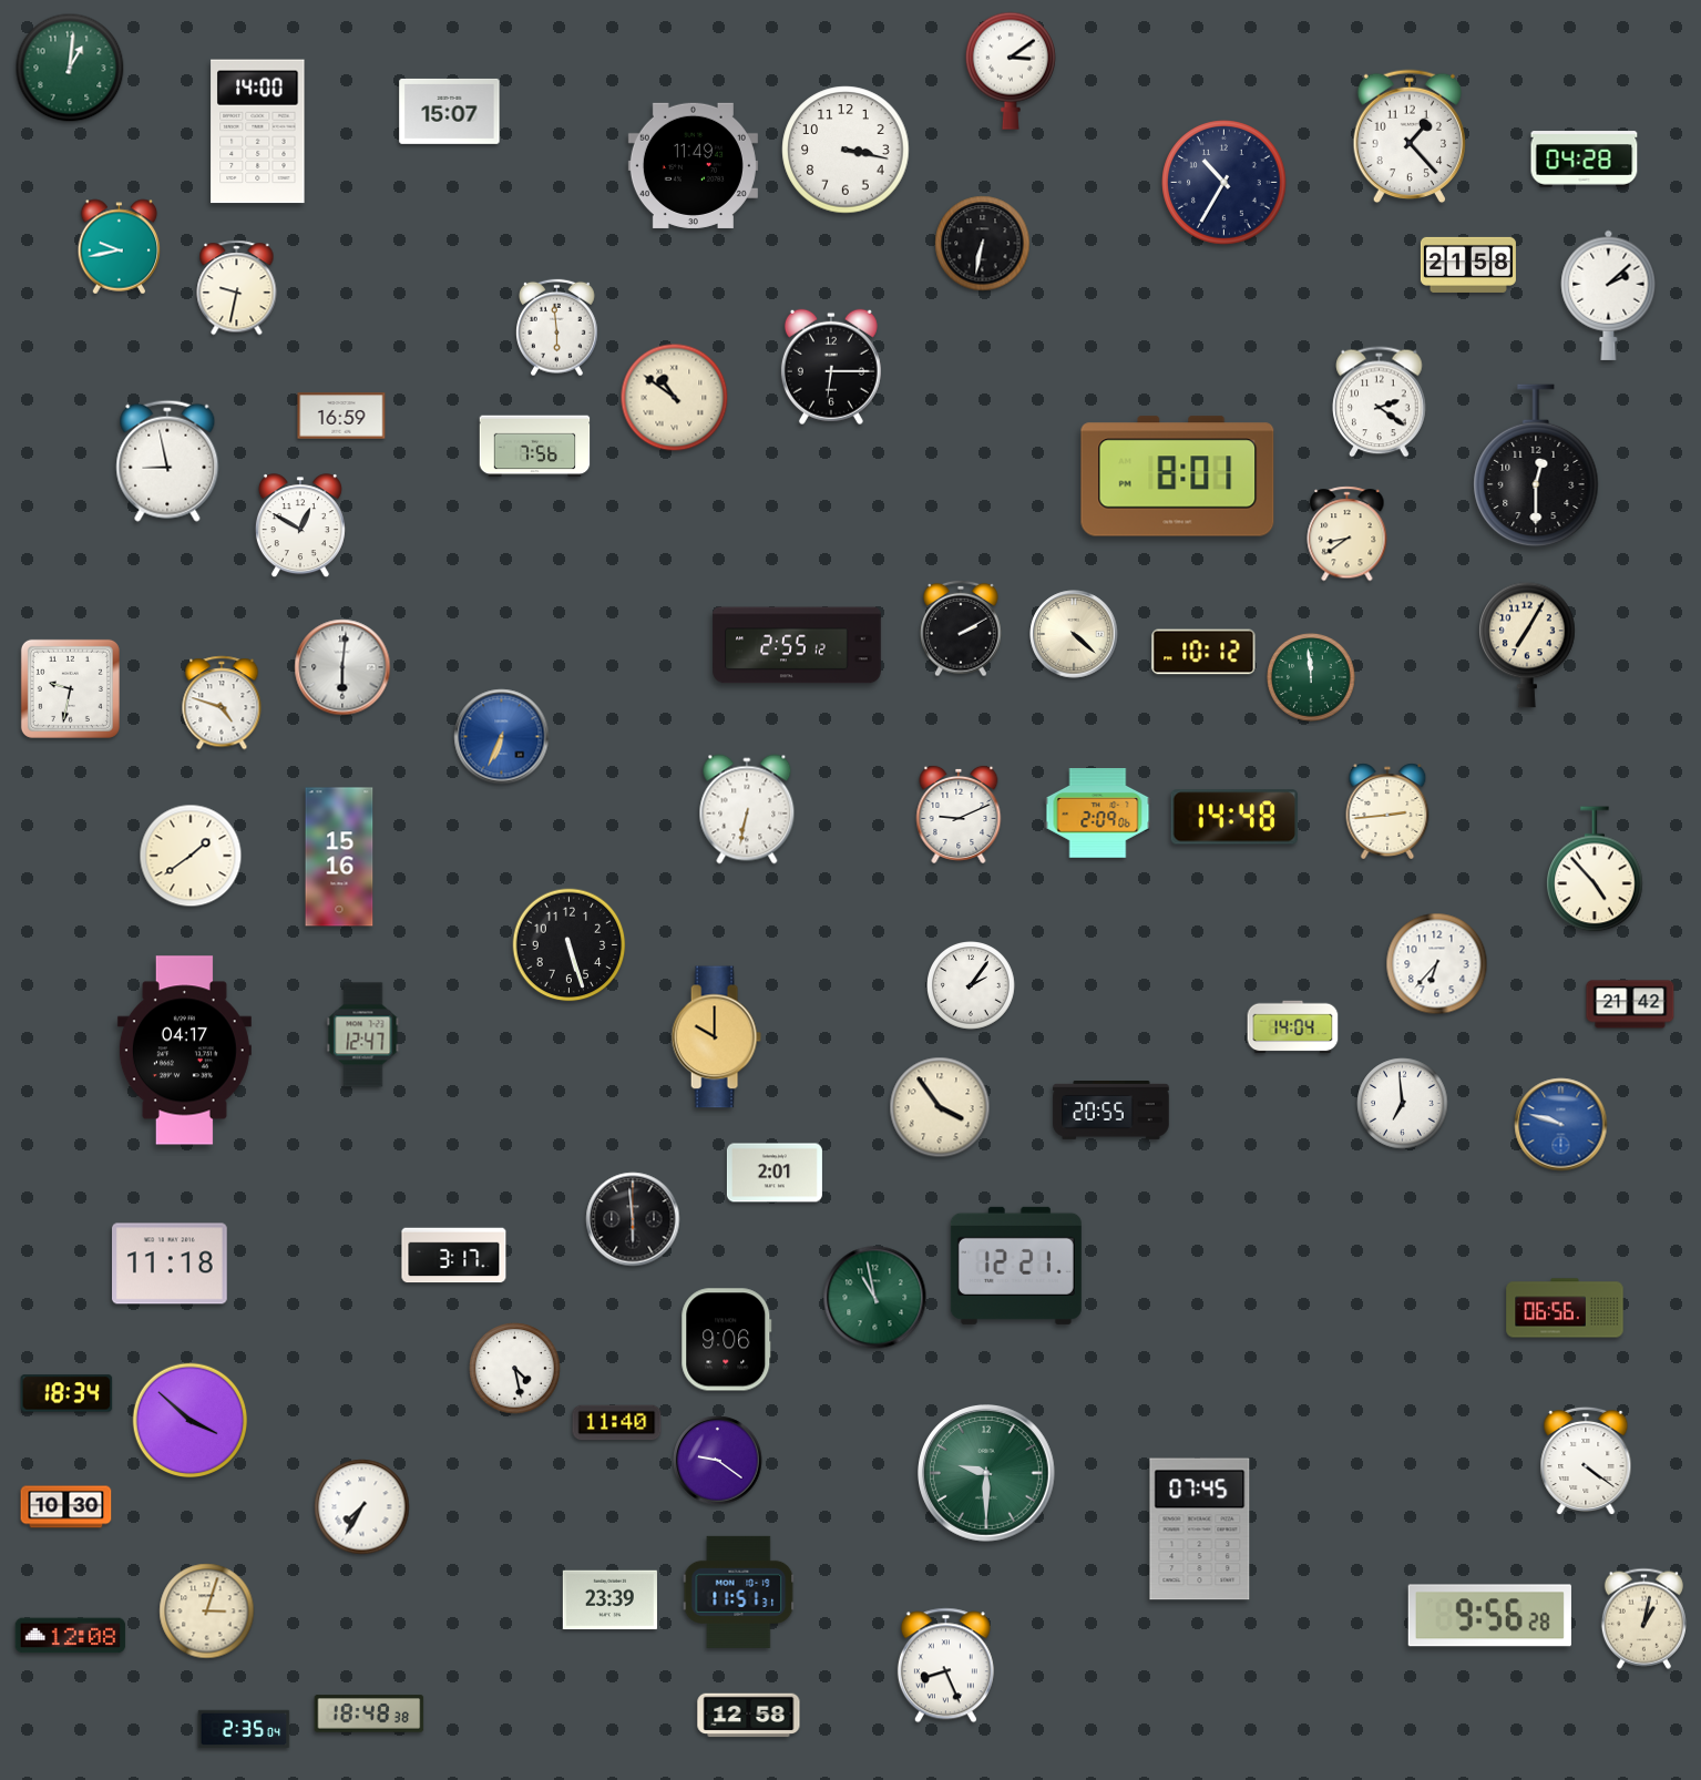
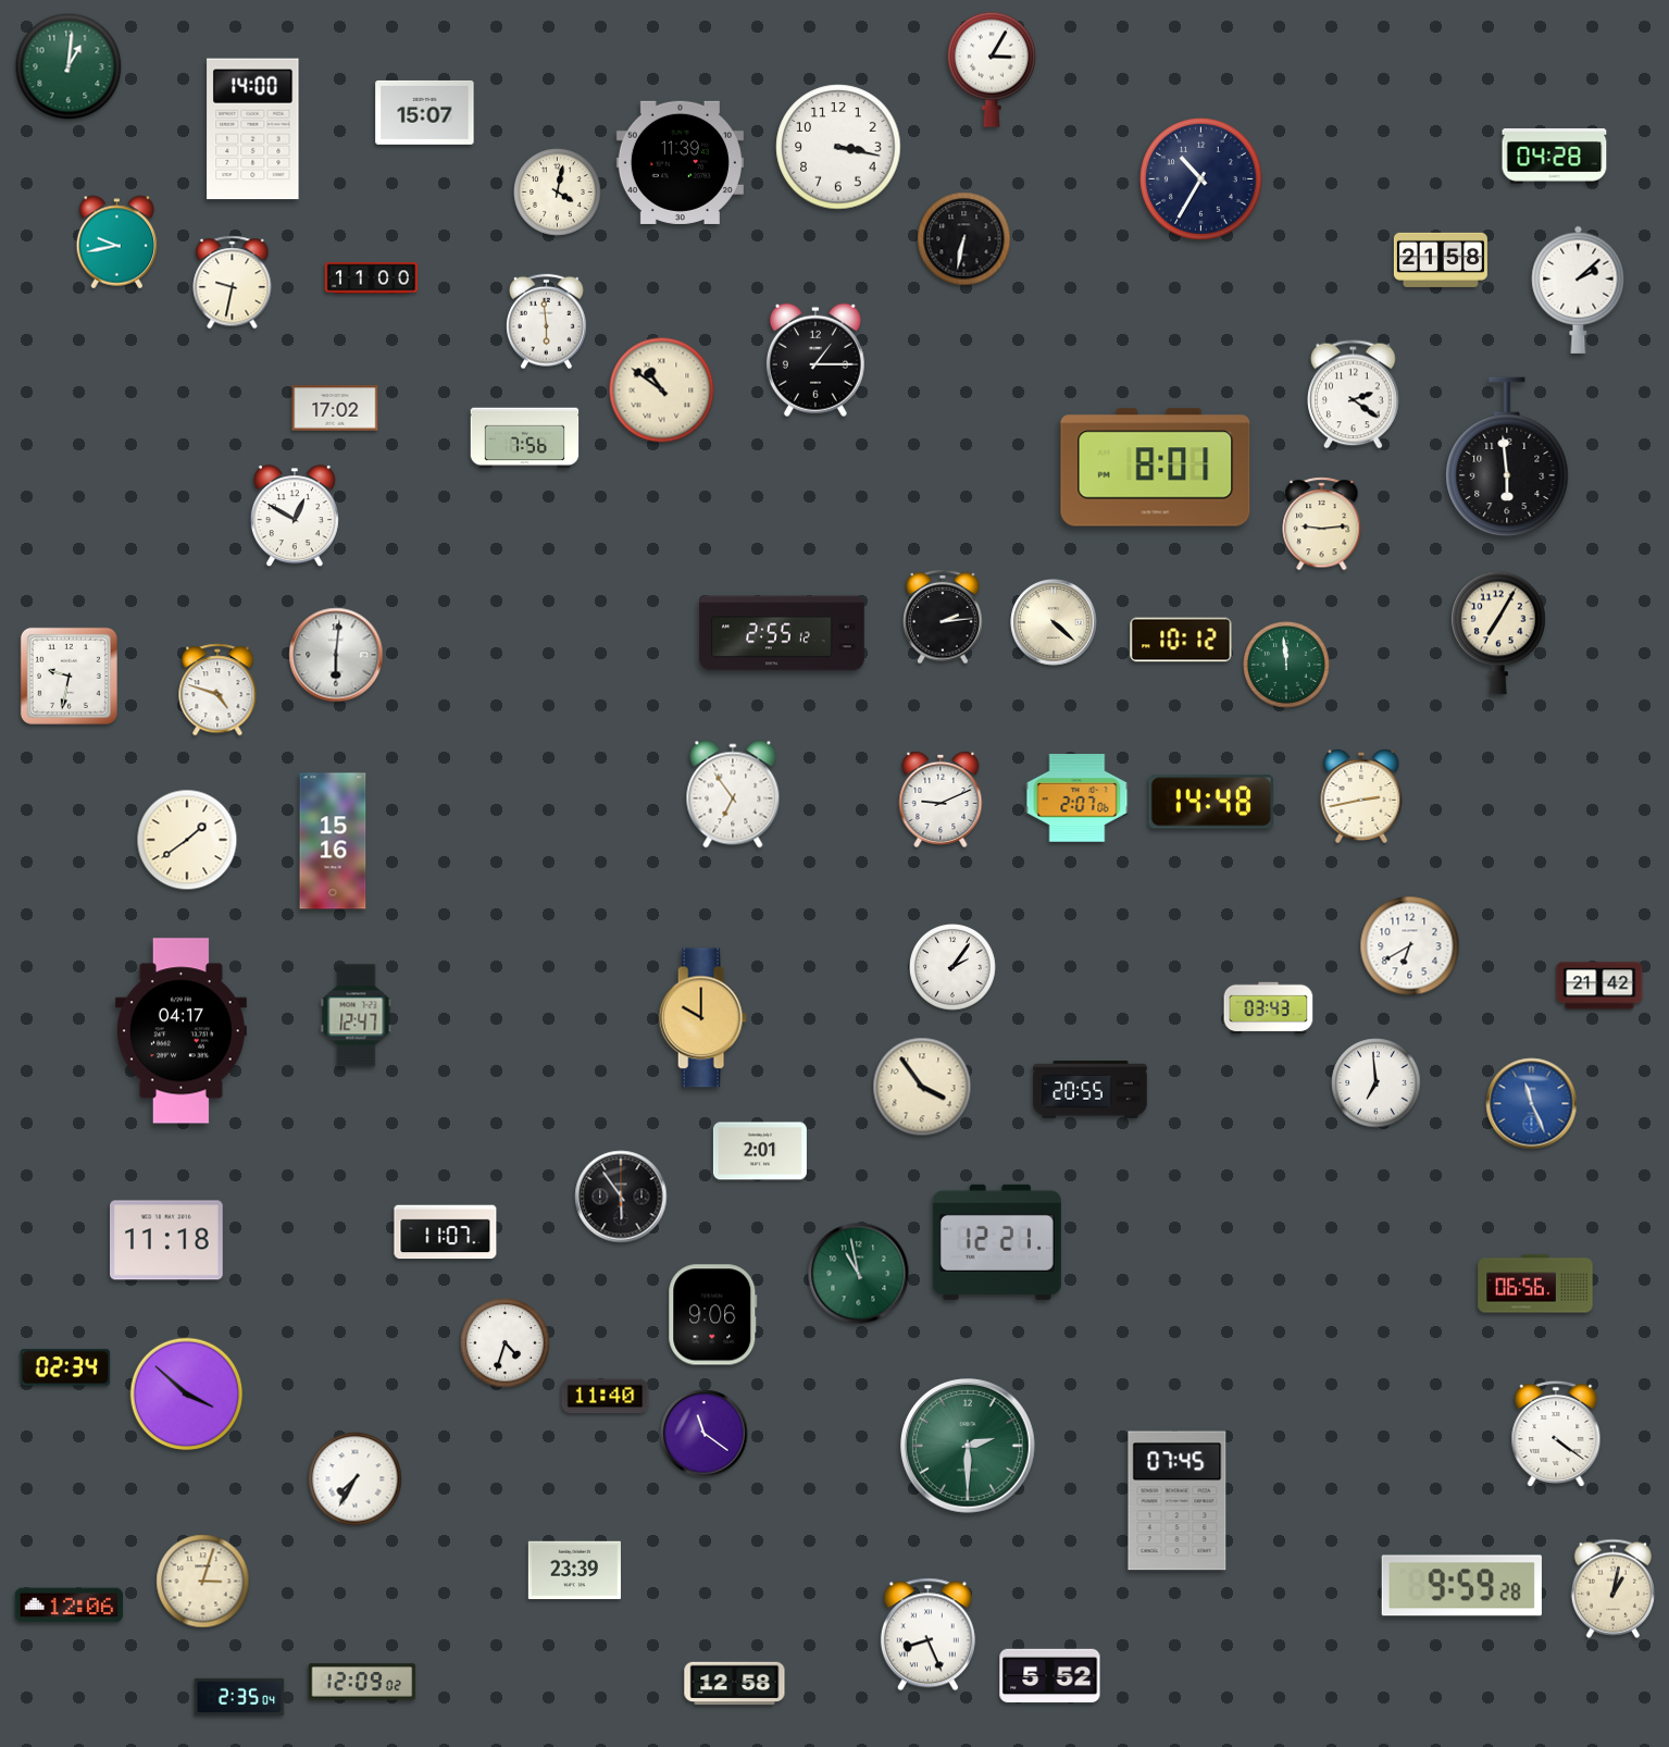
clock at (1011, 71): 3:09 -> 3:05
clock at (450, 111) position: (450, 111) -> (425, 112)
clock at (1410, 136): 1:23 -> none
clock at (846, 150) position: (846, 150) -> (838, 147)
clock at (693, 165): 11:49 -> 11:39
clock at (558, 193): none -> 4:02
clock at (371, 278): none -> 11:00
clock at (831, 367): 6:15 -> 1:15
clock at (341, 416): 16:59 -> 17:02
clock at (167, 461): 8:58 -> none
clock at (1536, 466): 12:30 -> 5:59
clock at (1348, 534): 8:39 -> 9:14
clock at (961, 628): 2:10 -> 2:14
clock at (502, 737): 6:34 -> none
clock at (747, 809): 6:32 -> 6:54
clock at (1387, 811): 2:44 -> 2:43
clock at (1098, 814): 2:09 -> 2:07
clock at (1595, 869): 4:53 -> none
clock at (570, 945): 5:27 -> none
clock at (1437, 964): 6:37 -> 6:40
clock at (1293, 1027): 14:04 -> 03:43
clock at (1561, 1125): 9:48 -> 11:26
clock at (633, 1219): 5:59 -> 5:54
clock at (454, 1256): 3:17 -> 11:07
clock at (515, 1369): 4:28 -> 4:33
clock at (66, 1393): 18:34 -> 02:34
clock at (718, 1461): 9:21 -> 11:21
clock at (987, 1474): 9:30 -> 2:30
clock at (66, 1507): 10:30 -> none
clock at (739, 1592): 11:51 -> none
clock at (609, 1600) position: (609, 1600) -> (574, 1571)
clock at (1489, 1616): 9:56 -> 9:59
clock at (71, 1636): 12:08 -> 12:06
clock at (1050, 1676): none -> 5:52
clock at (369, 1713): 18:48 -> 12:09
